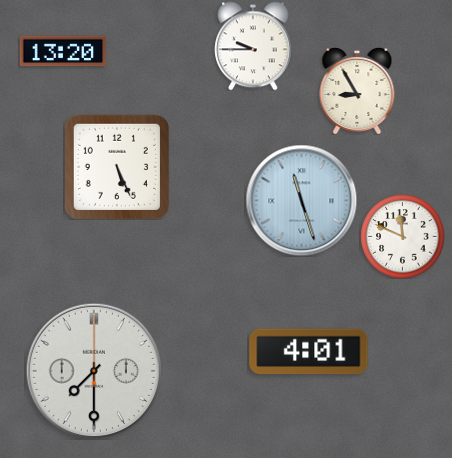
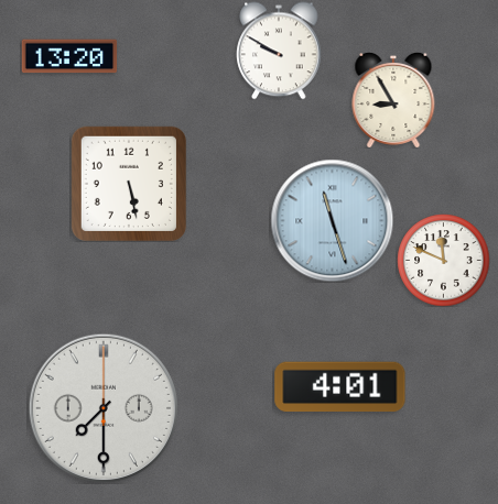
clock at (253, 46): 9:45 -> 9:50
clock at (117, 167): 5:26 -> 5:28
